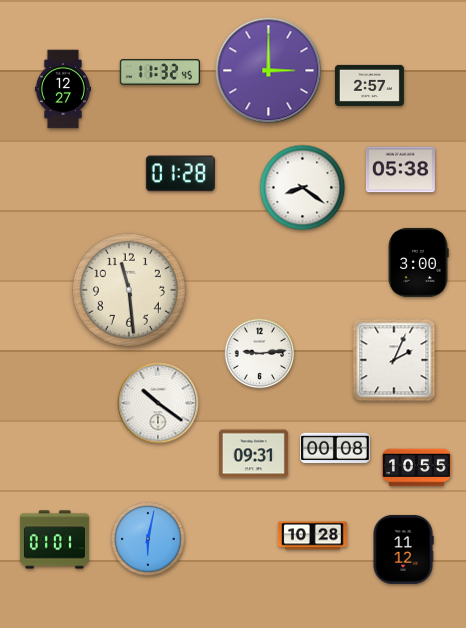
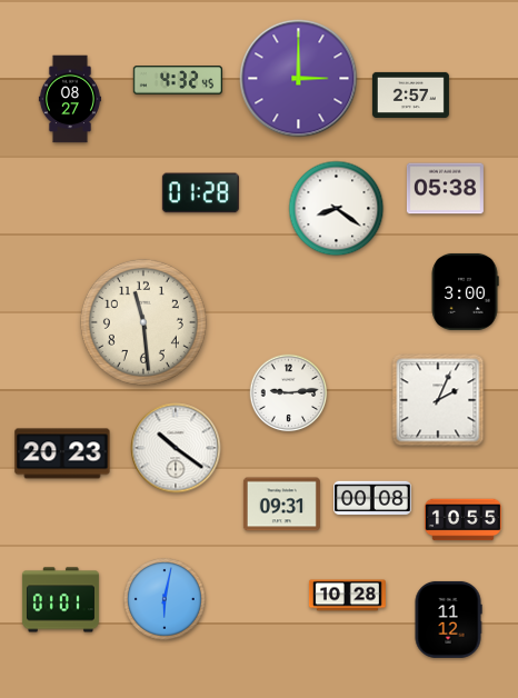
clock at (159, 72): 11:32 -> 4:32
clock at (63, 89): 12:27 -> 08:27
clock at (62, 453): none -> 20:23
clock at (403, 549) position: (403, 549) -> (448, 619)
